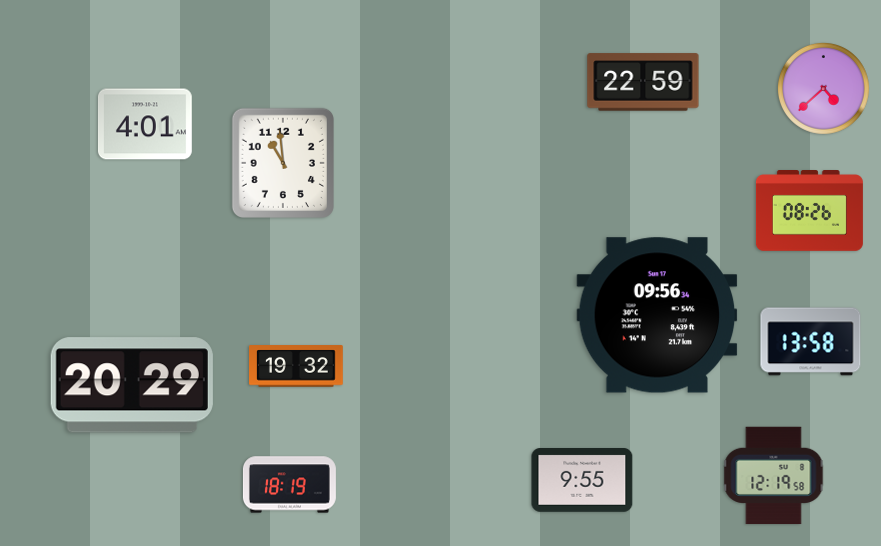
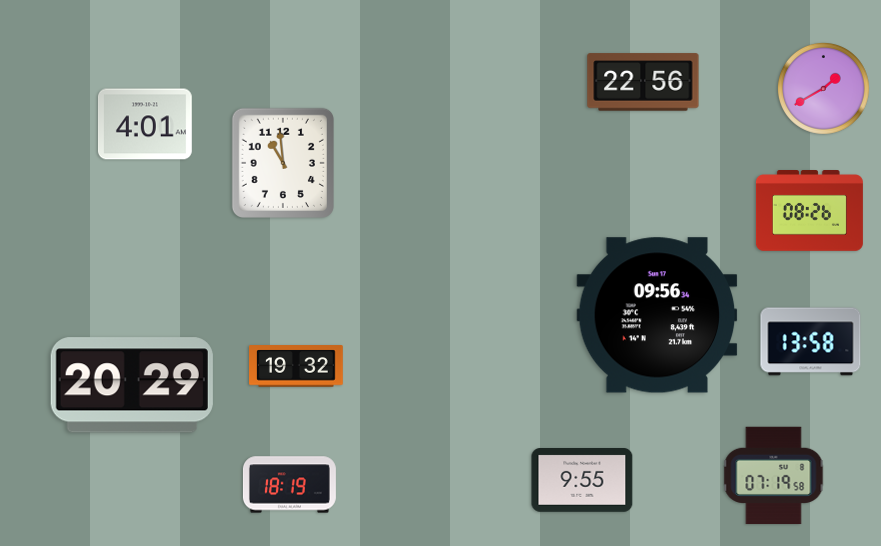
clock at (643, 82): 22:59 -> 22:56
clock at (823, 88): 4:38 -> 1:40
clock at (774, 476): 12:19 -> 07:19
